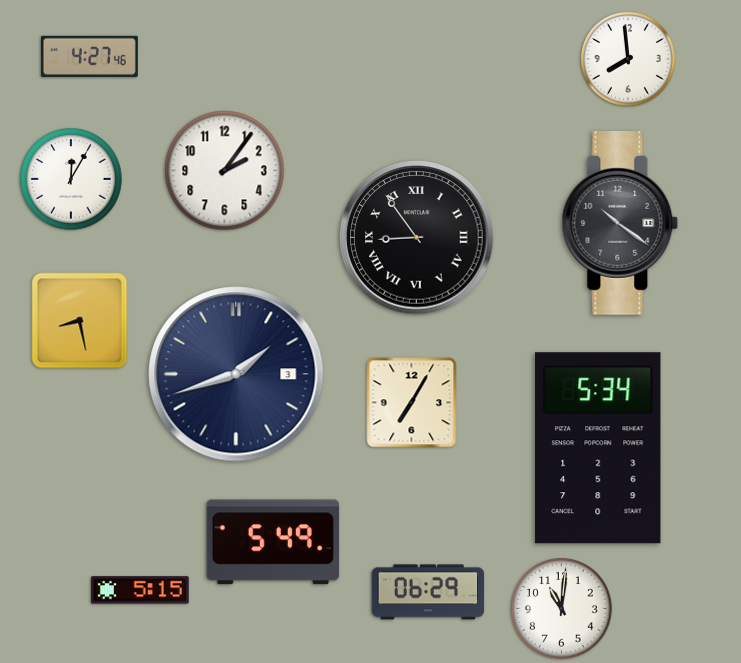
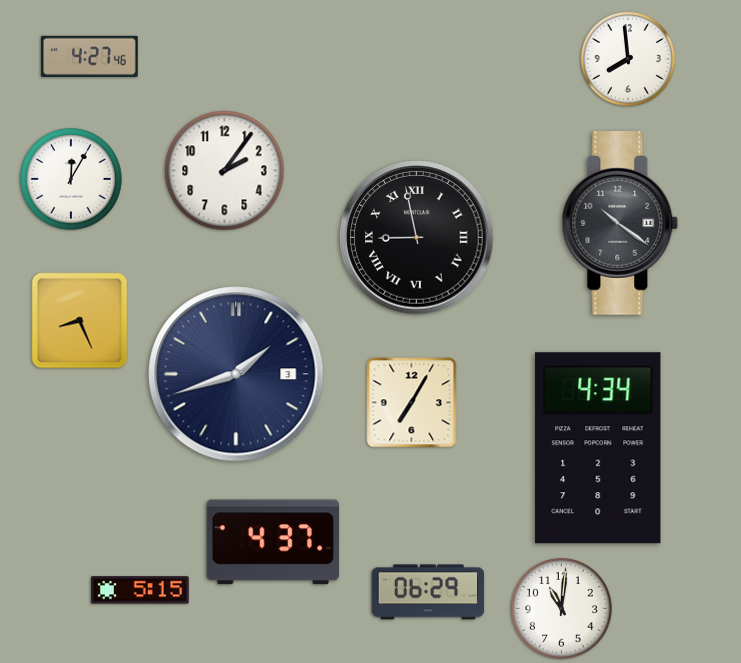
clock at (417, 238): 8:54 -> 8:58
clock at (80, 321): 8:28 -> 8:26
clock at (598, 448): 5:34 -> 4:34
clock at (273, 542): 5:49 -> 4:37
